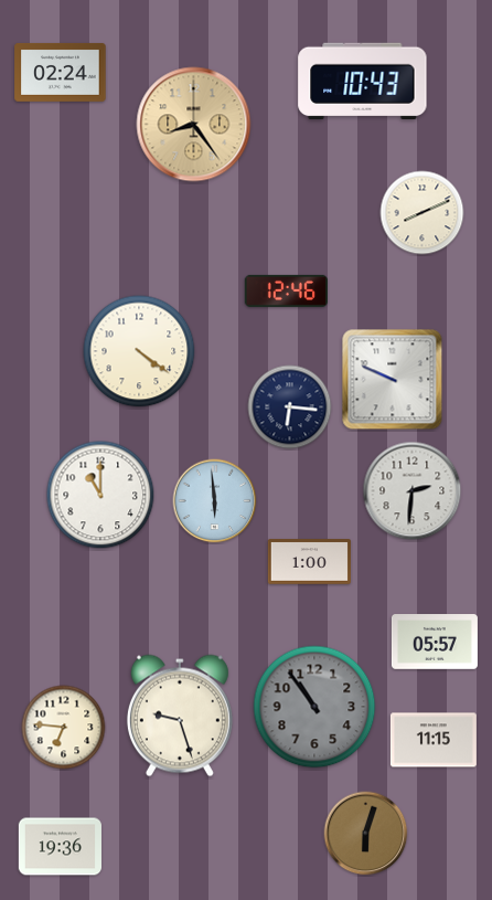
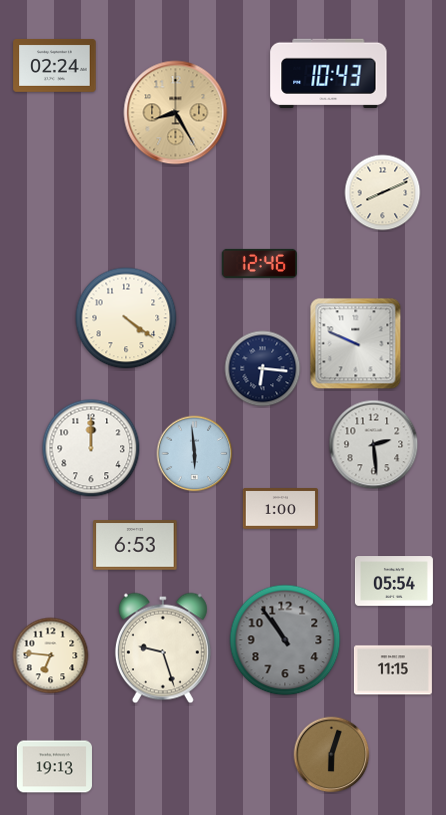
clock at (194, 125): 8:24 -> 8:25
clock at (413, 491): 2:31 -> 2:29
clock at (100, 495): 11:00 -> 12:00
clock at (135, 545): none -> 6:53
clock at (435, 642): 05:57 -> 05:54
clock at (64, 728) position: (64, 728) -> (51, 656)
clock at (60, 847): 19:36 -> 19:13
